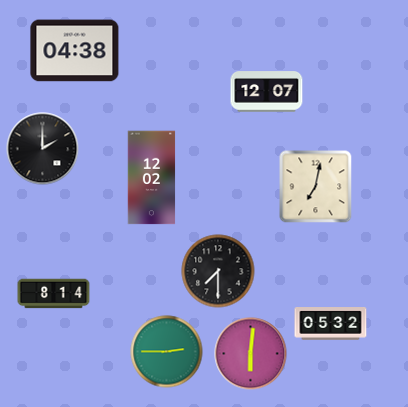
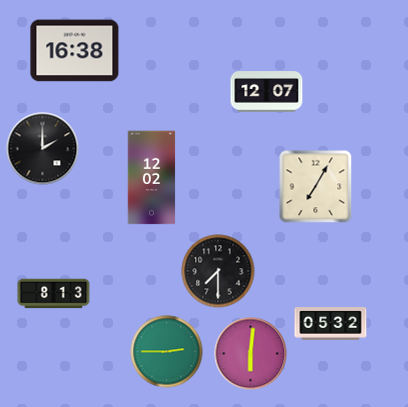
clock at (75, 51): 04:38 -> 16:38
clock at (316, 187): 7:02 -> 7:05
clock at (54, 294): 8:14 -> 8:13
